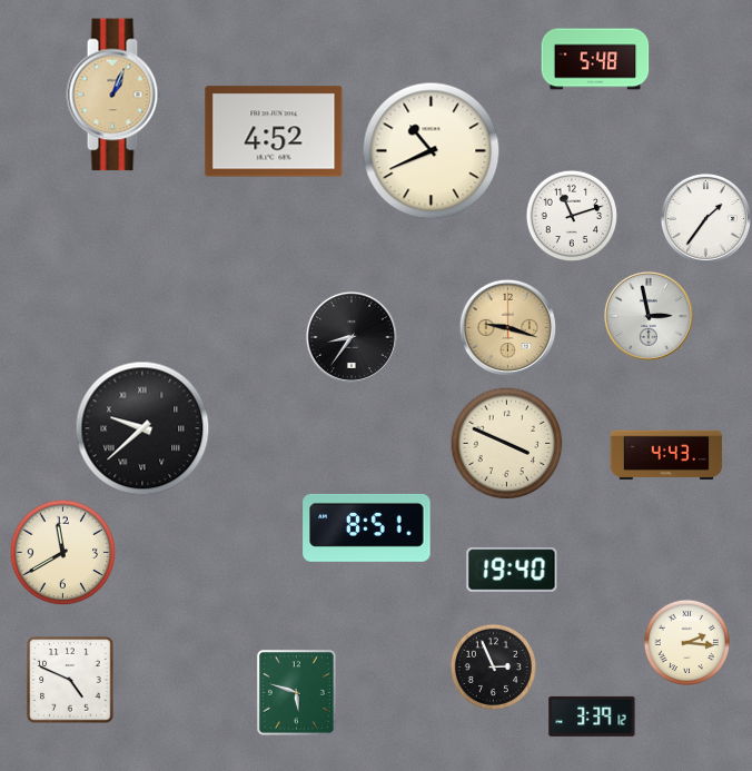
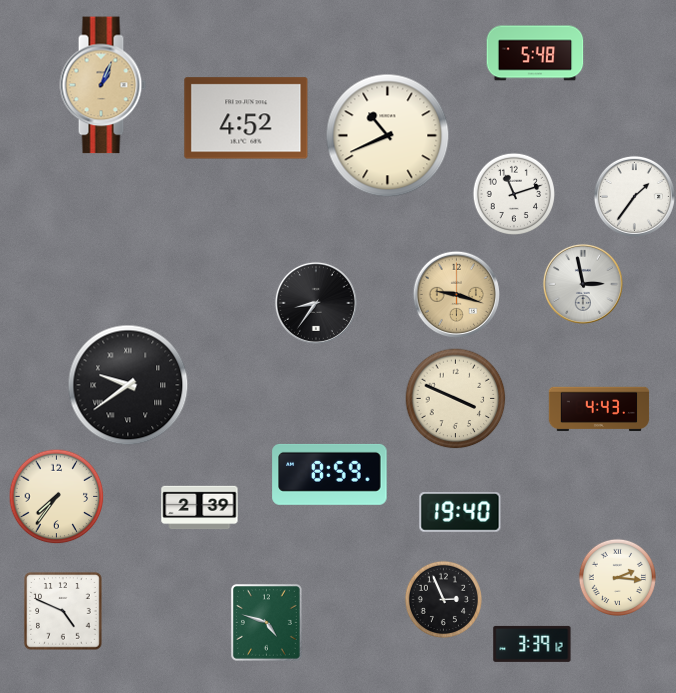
clock at (142, 428): 9:38 -> 9:39
clock at (367, 527): 8:51 -> 8:59
clock at (62, 552): 11:40 -> 7:36
clock at (200, 508): none -> 2:39
clock at (296, 693): 5:48 -> 4:48
